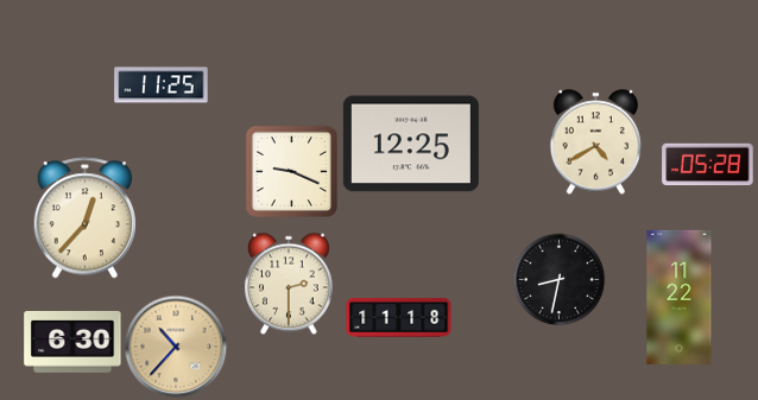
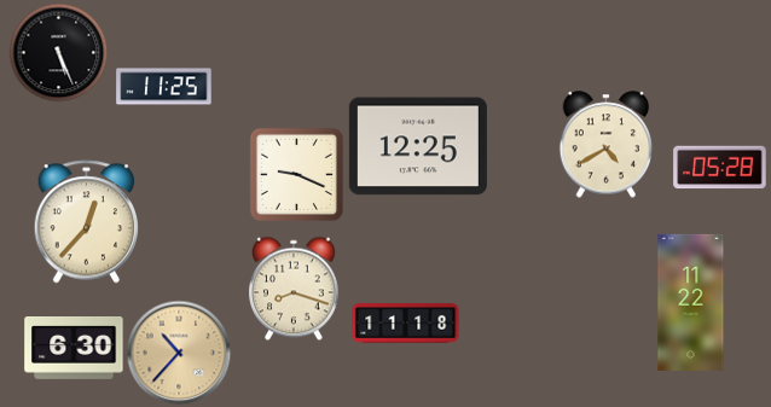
clock at (58, 52): none -> 5:26
clock at (558, 279): 8:32 -> none
clock at (290, 284): 2:30 -> 8:18
